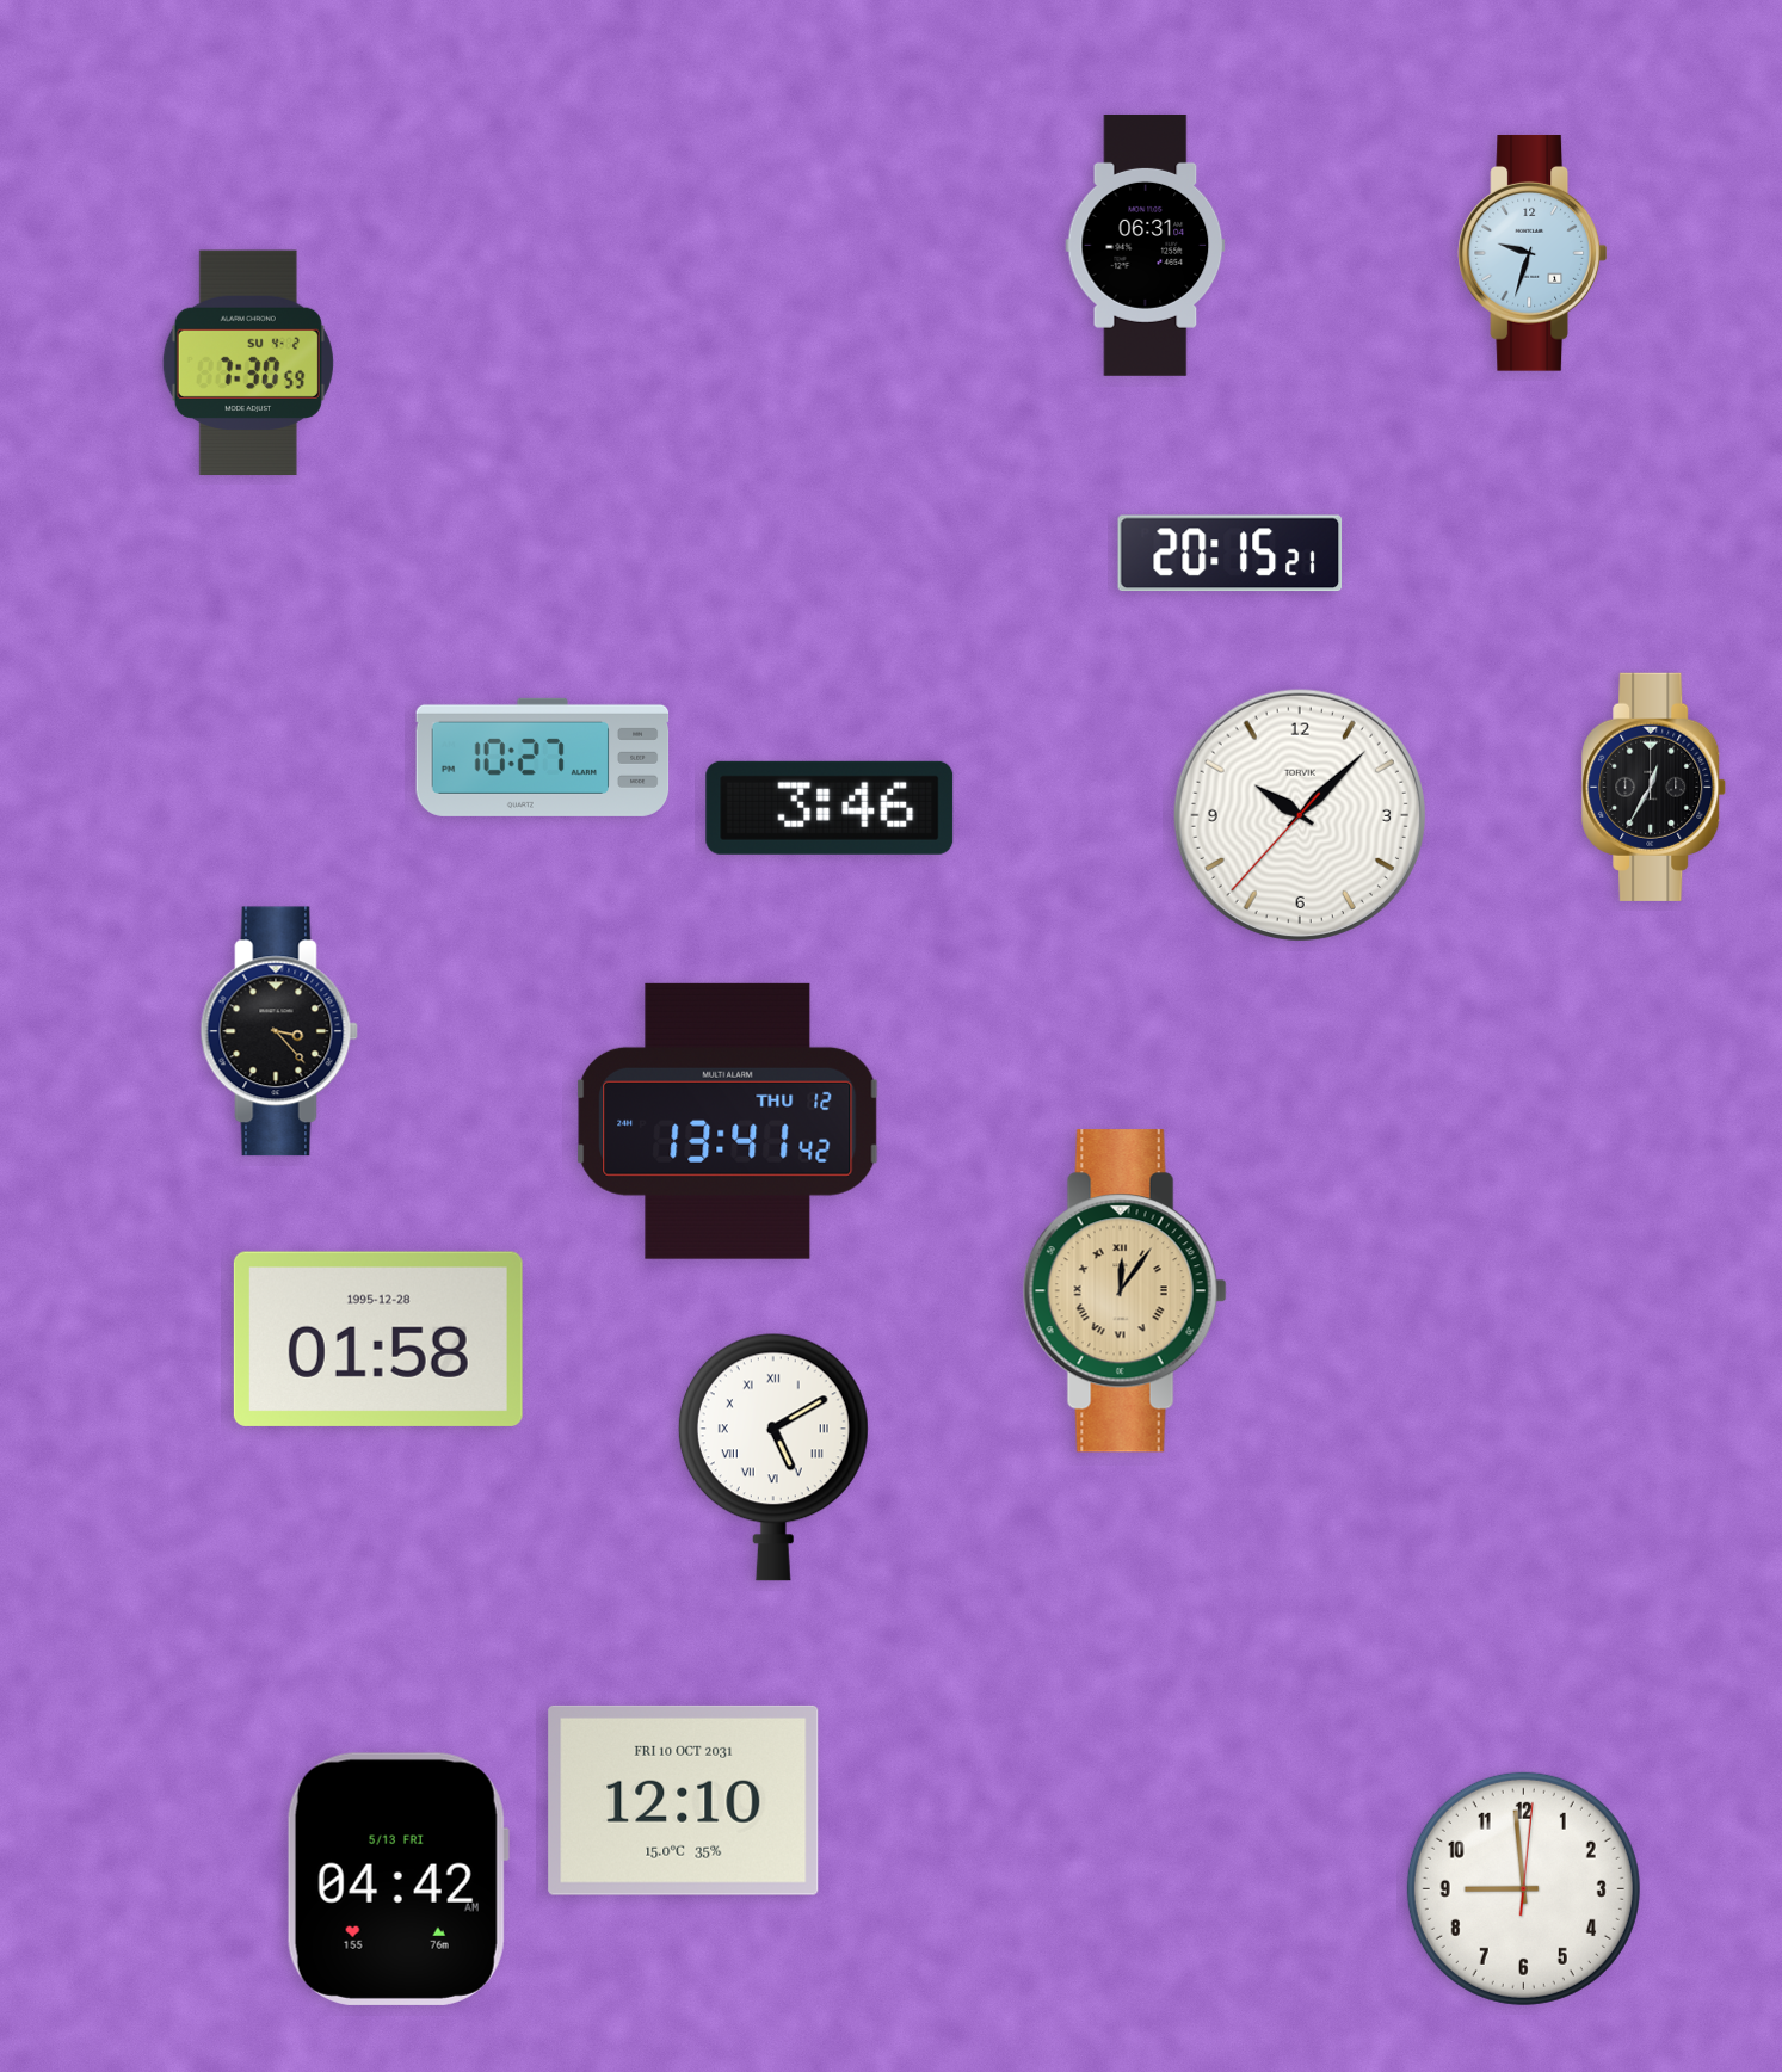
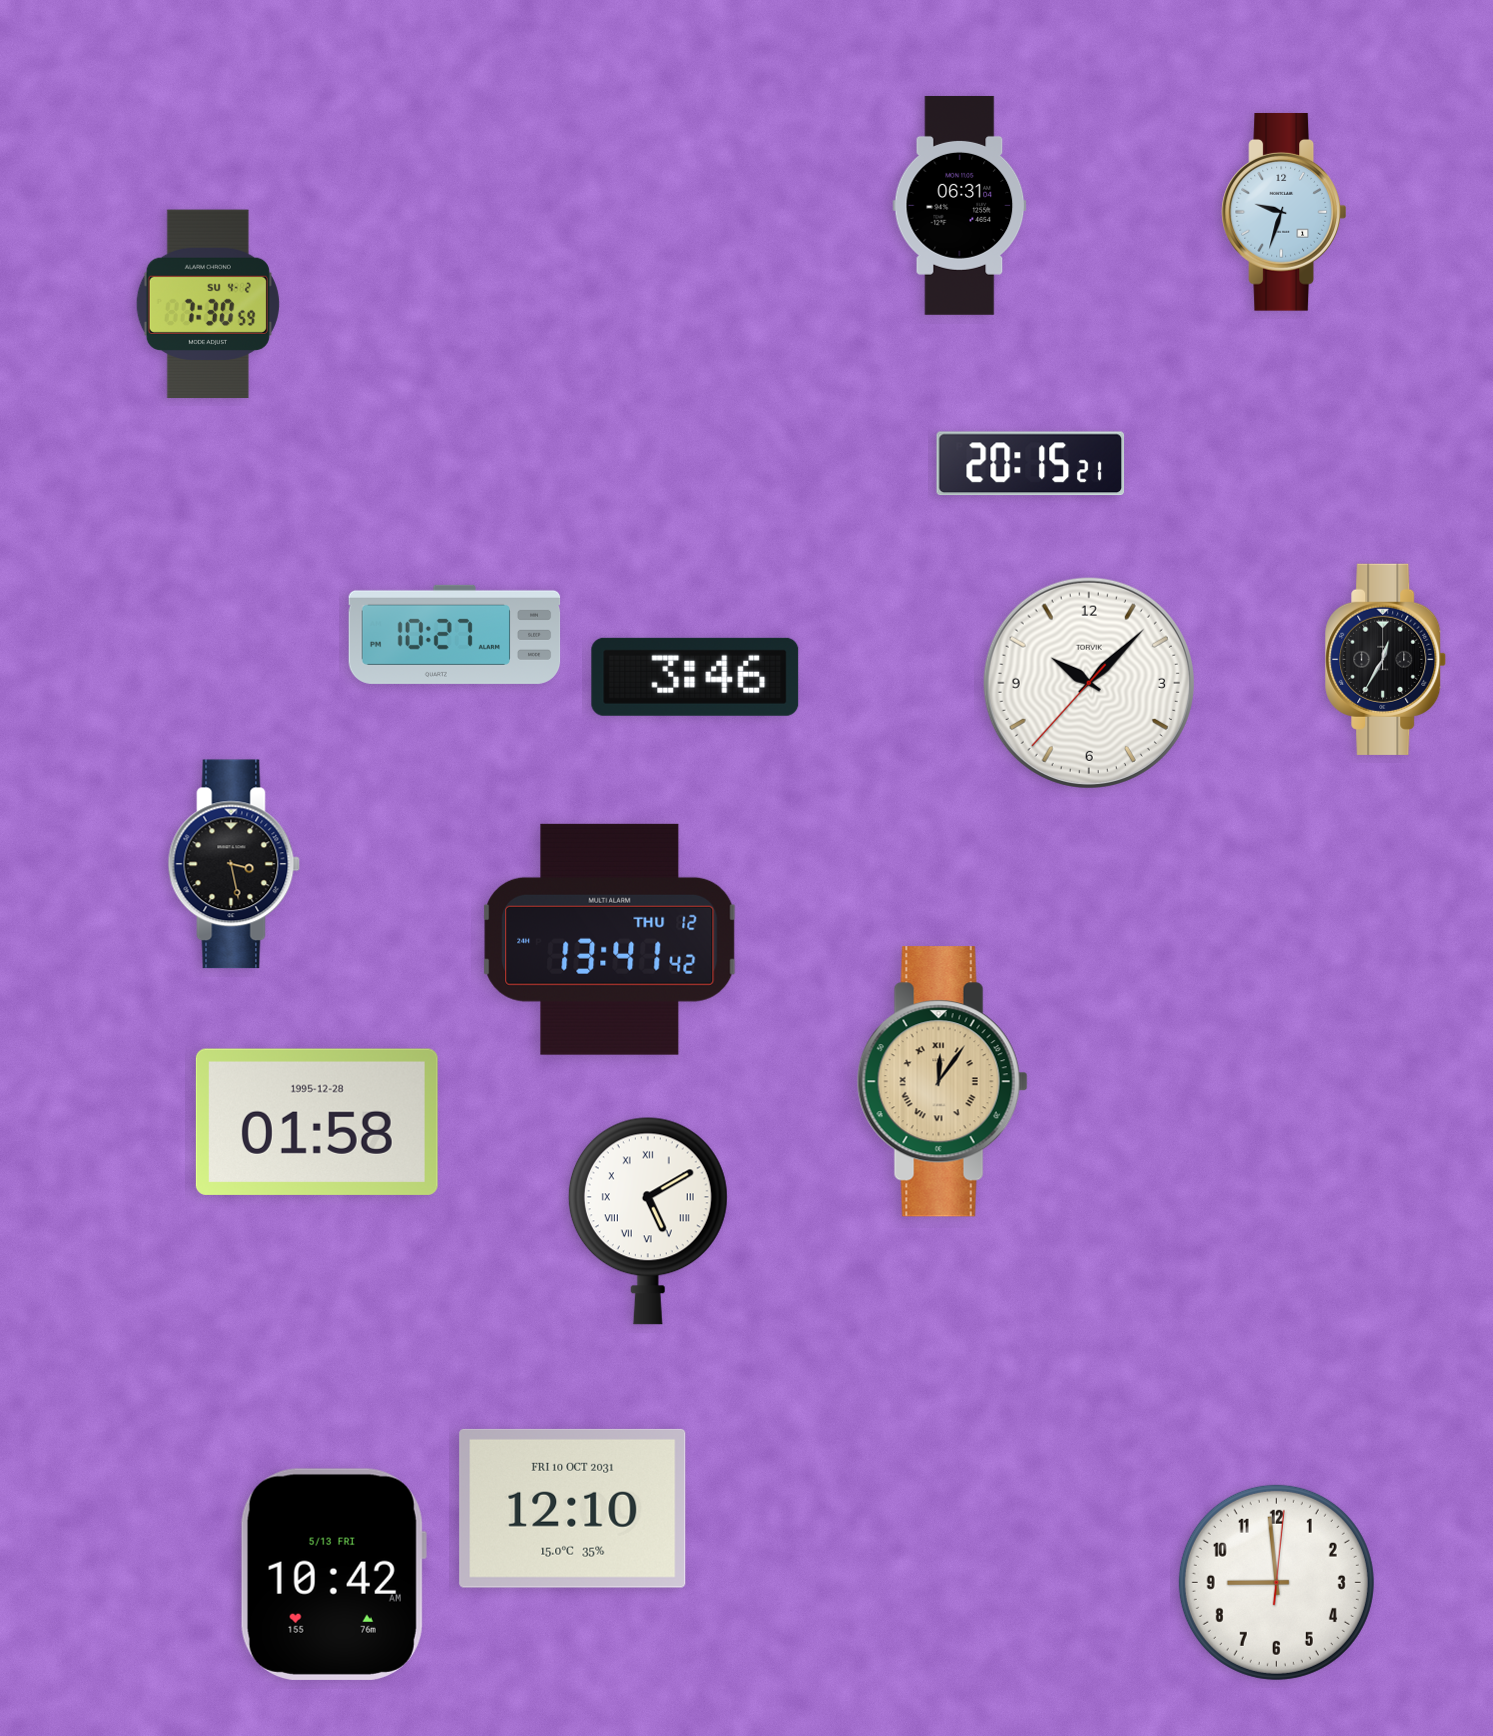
clock at (279, 1031): 3:23 -> 3:28
clock at (397, 1879): 04:42 -> 10:42
